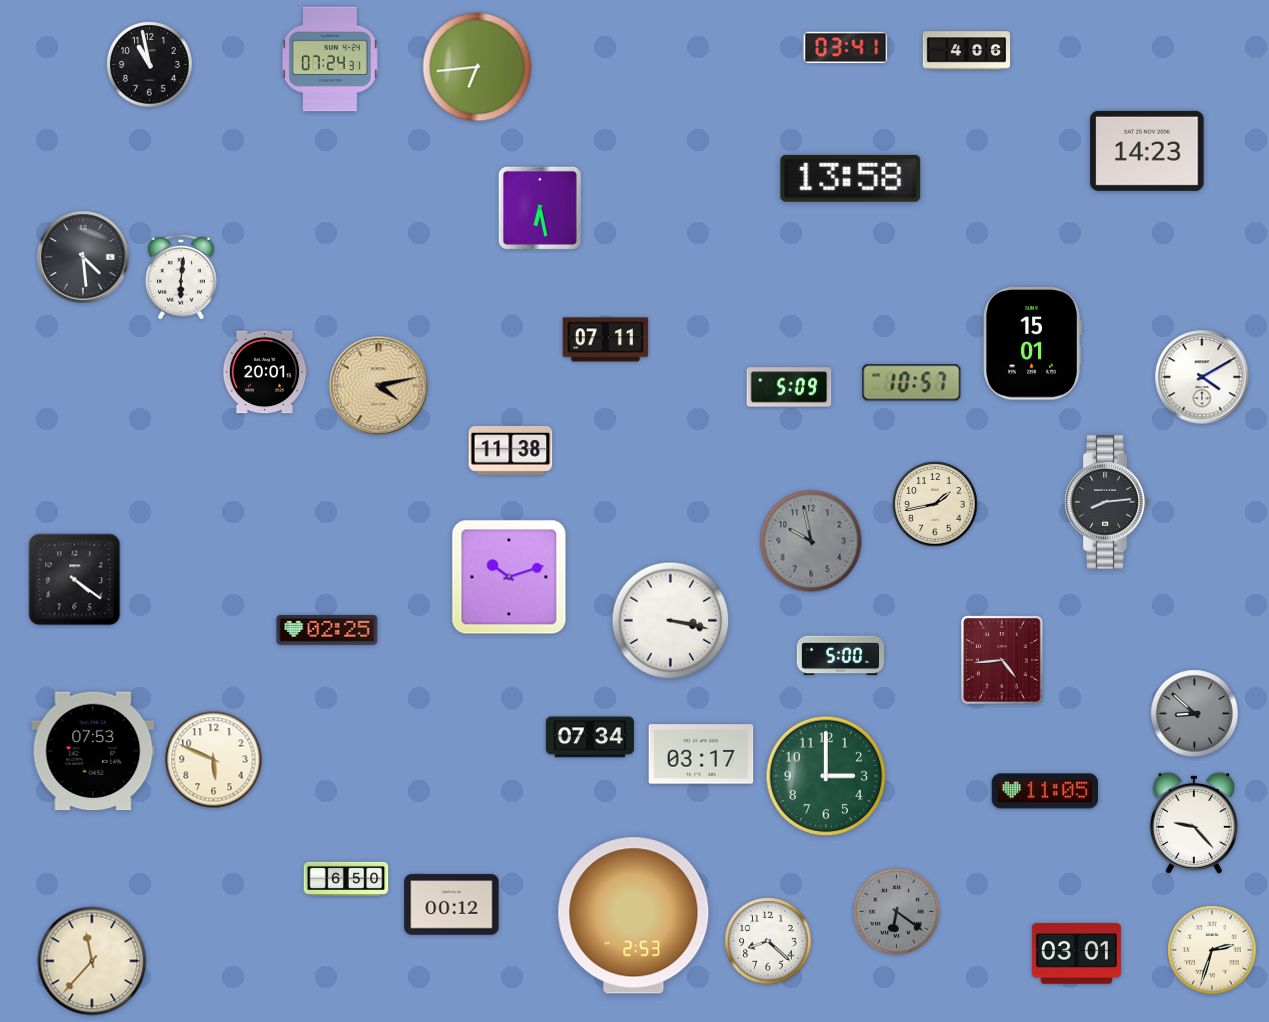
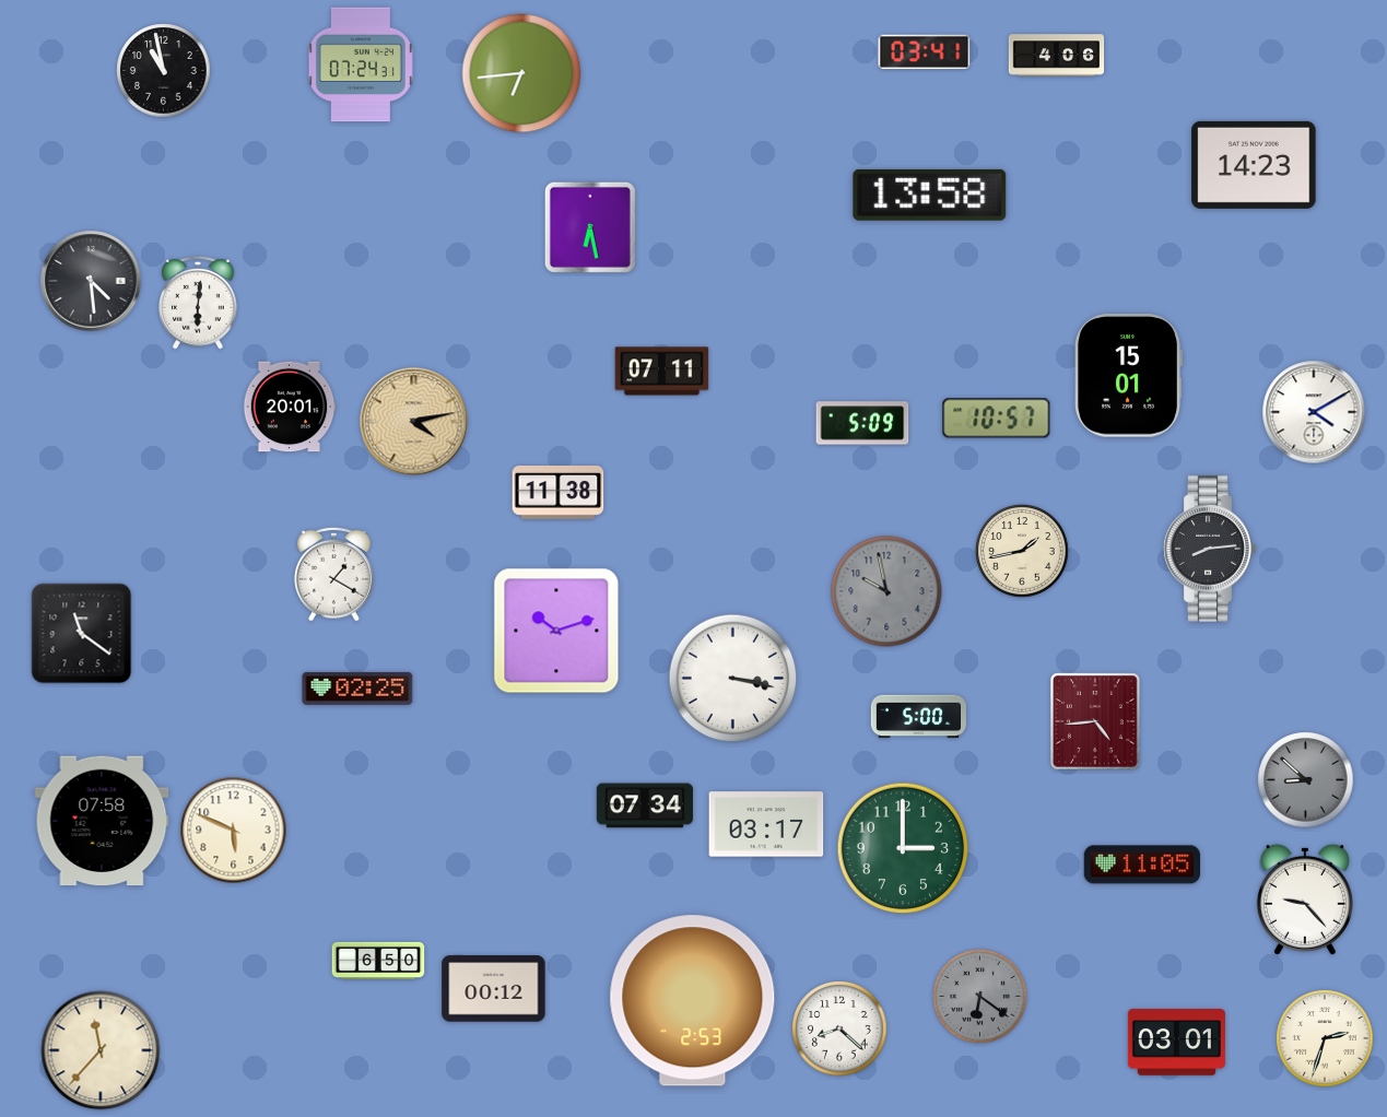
clock at (334, 574): none -> 1:20
clock at (75, 580): 4:21 -> 11:21
clock at (93, 751): 07:53 -> 07:58
